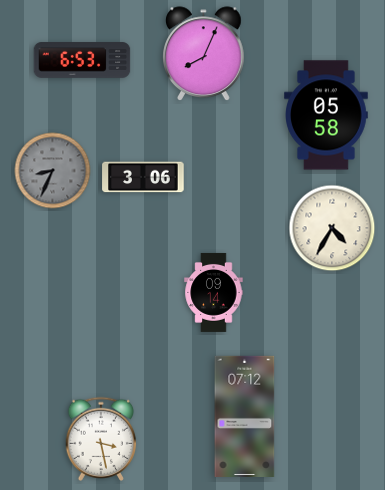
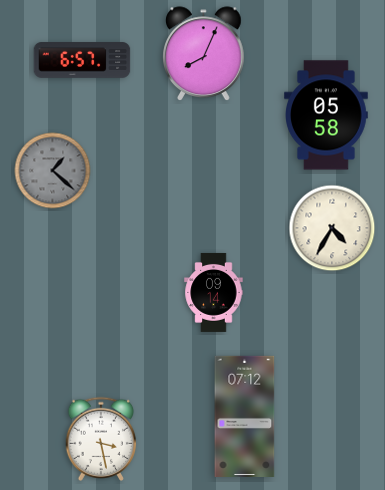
clock at (82, 60): 6:53 -> 6:57
clock at (53, 171): 8:34 -> 1:22
clock at (143, 177): 3:06 -> none
